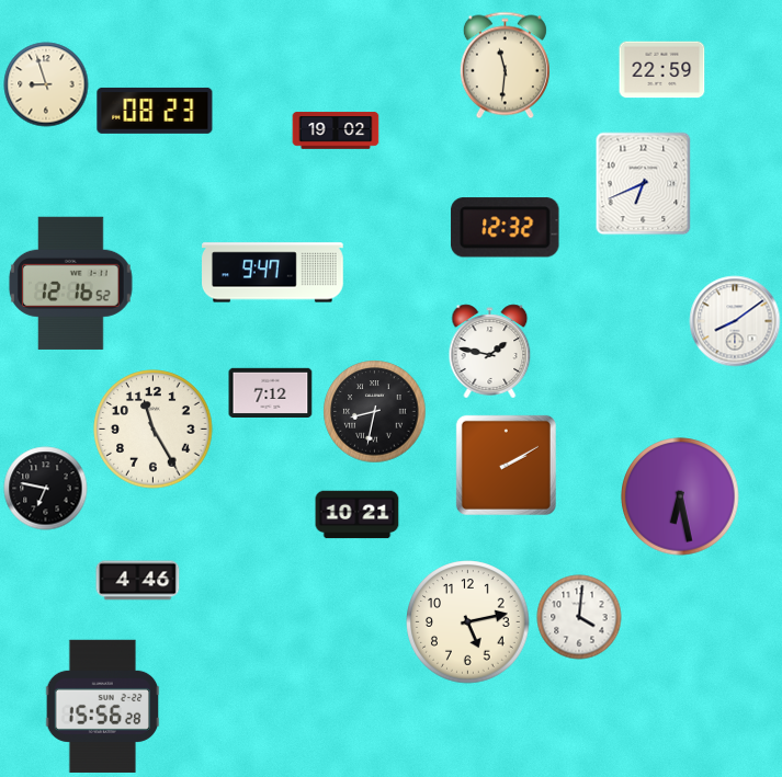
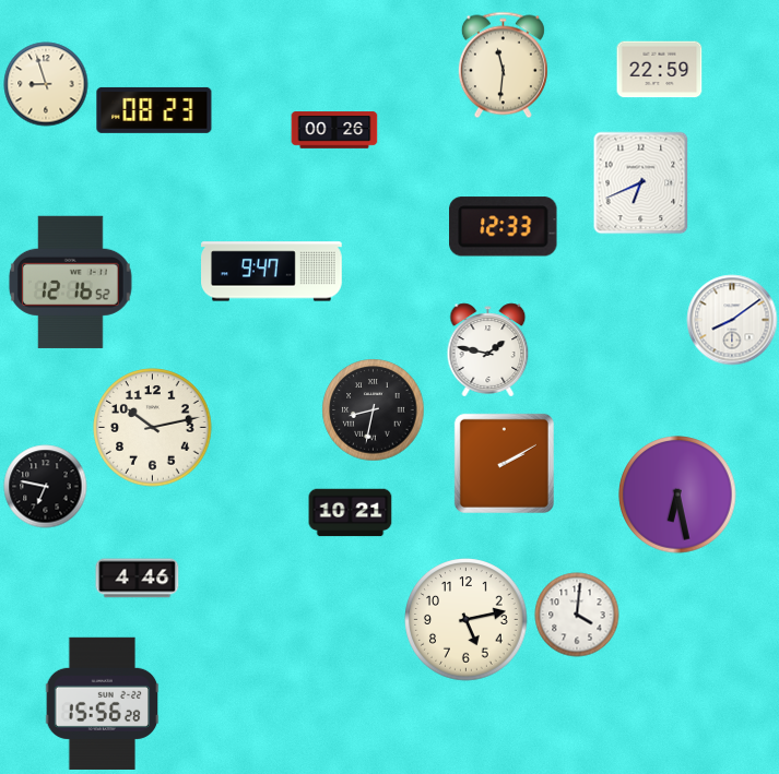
clock at (336, 130): 19:02 -> 00:26
clock at (506, 228): 12:32 -> 12:33
clock at (271, 392): 7:12 -> none
clock at (154, 430): 11:25 -> 10:13
clock at (358, 515) position: (358, 515) -> (351, 513)
